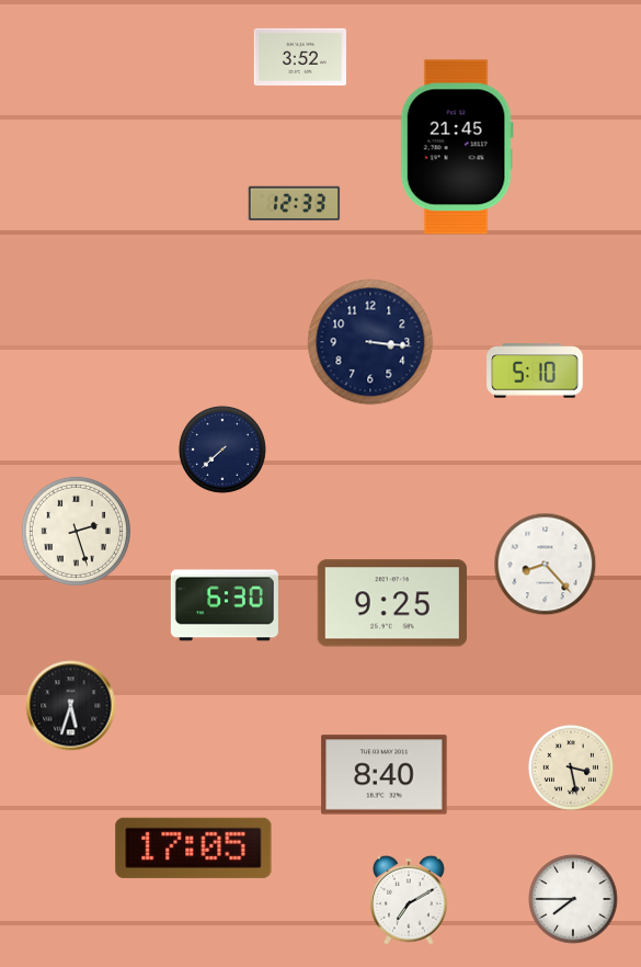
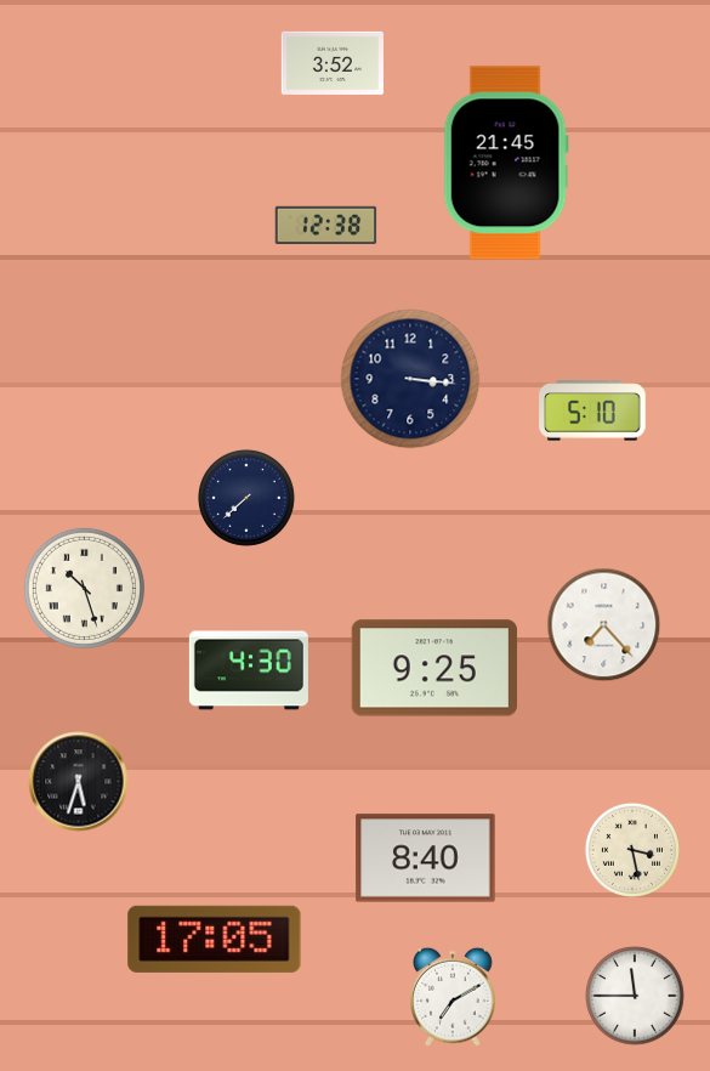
clock at (295, 203): 12:33 -> 12:38
clock at (76, 531): 2:27 -> 10:27
clock at (546, 565): 8:23 -> 7:23
clock at (225, 605): 6:30 -> 4:30
clock at (573, 899): 7:45 -> 11:45
